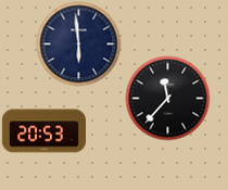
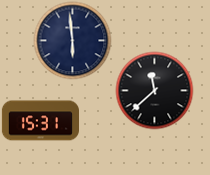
clock at (167, 98): 11:37 -> 11:38
clock at (43, 131): 20:53 -> 15:31
